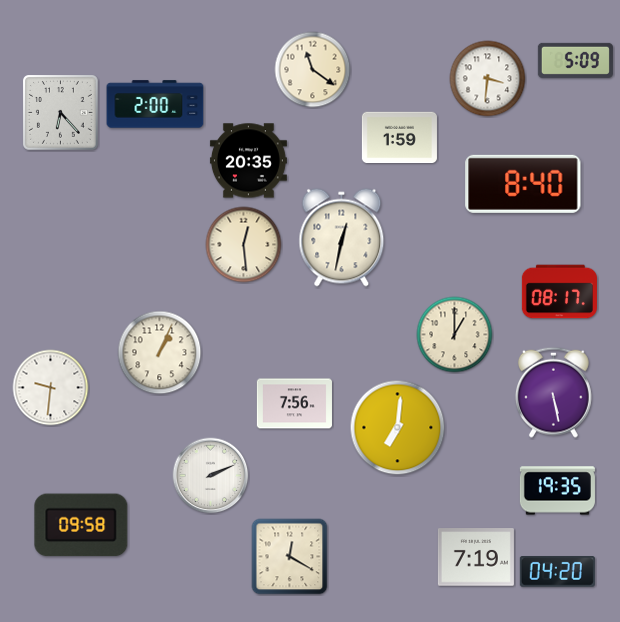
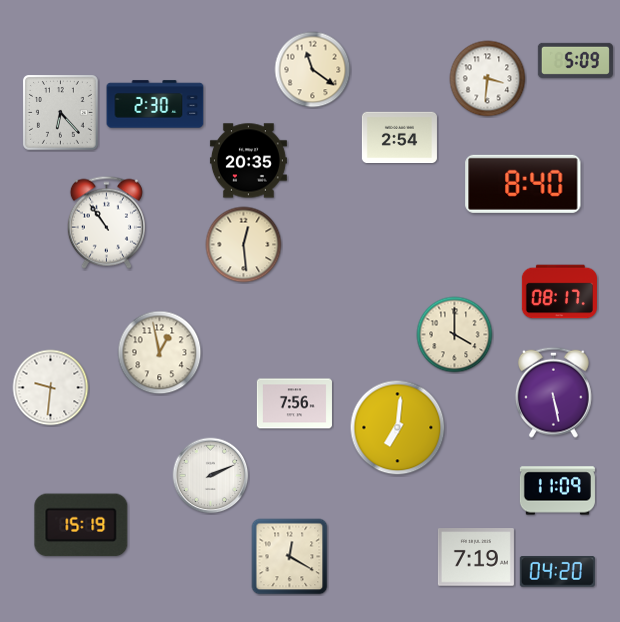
clock at (155, 104): 2:00 -> 2:30
clock at (399, 138): 1:59 -> 2:54
clock at (106, 222): none -> 10:54
clock at (342, 238): 12:32 -> none
clock at (455, 335): 1:00 -> 4:00
clock at (160, 353): 1:04 -> 12:58
clock at (557, 491): 19:35 -> 11:09
clock at (81, 525): 09:58 -> 15:19
